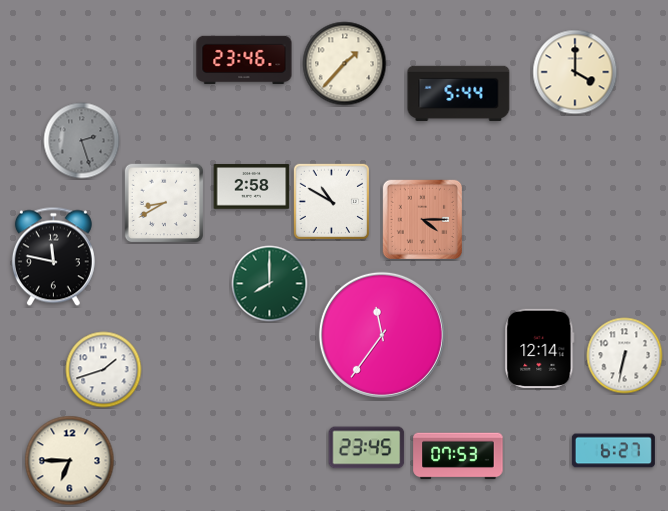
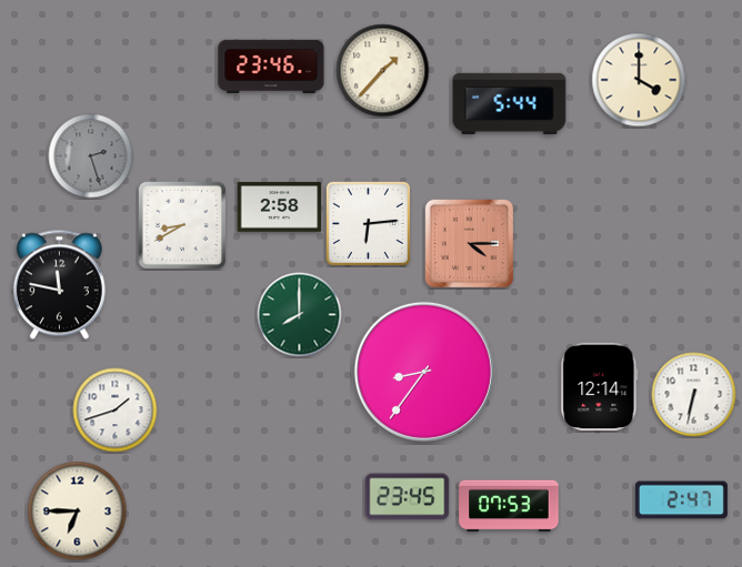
clock at (331, 201): 10:50 -> 6:14
clock at (382, 335): 11:36 -> 8:36
clock at (613, 451): 6:27 -> 2:47
